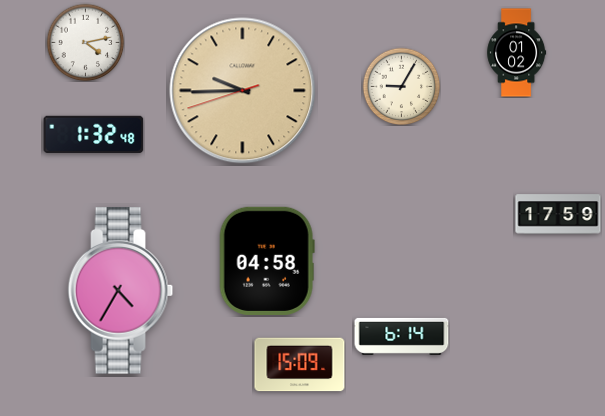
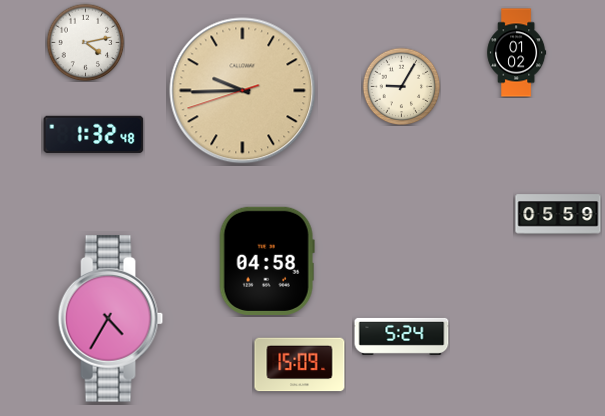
clock at (558, 214): 17:59 -> 05:59
clock at (121, 291) position: (121, 291) -> (111, 319)
clock at (402, 336): 6:14 -> 5:24
